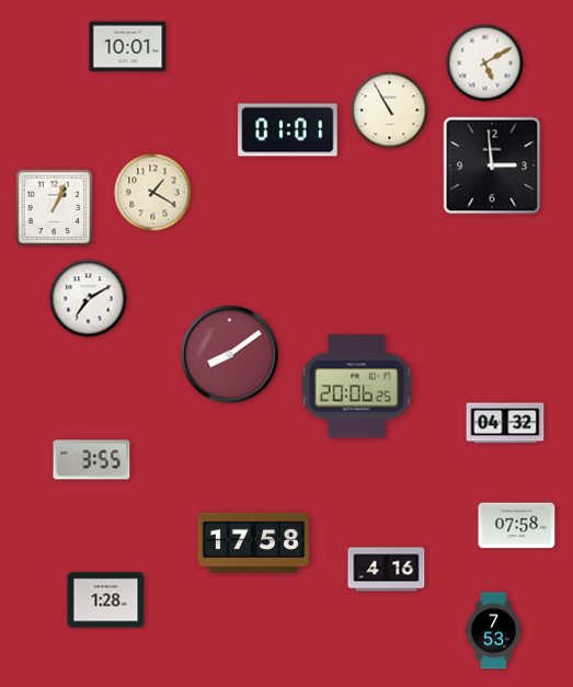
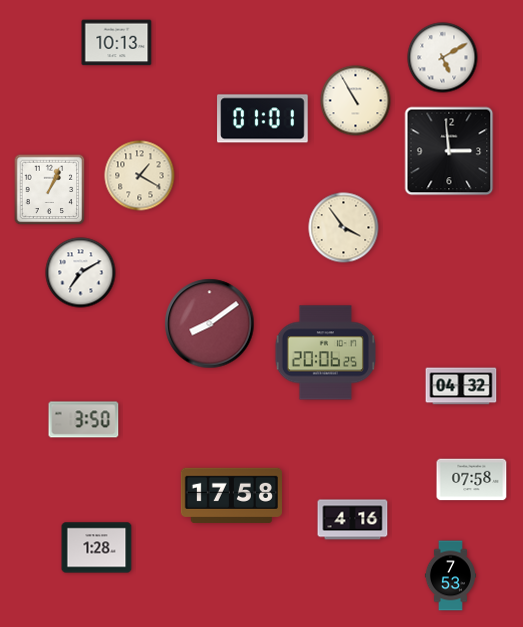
clock at (128, 47): 10:01 -> 10:13
clock at (344, 228): none -> 3:54
clock at (92, 460): 3:55 -> 3:50
